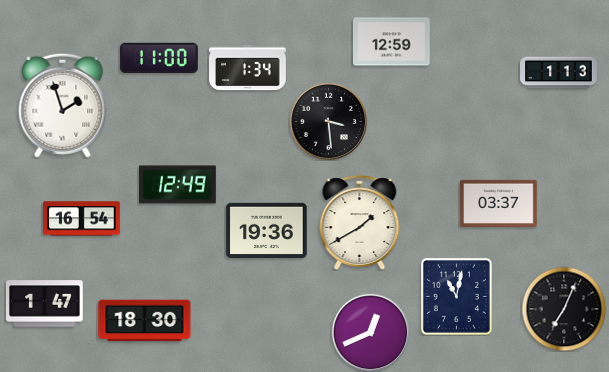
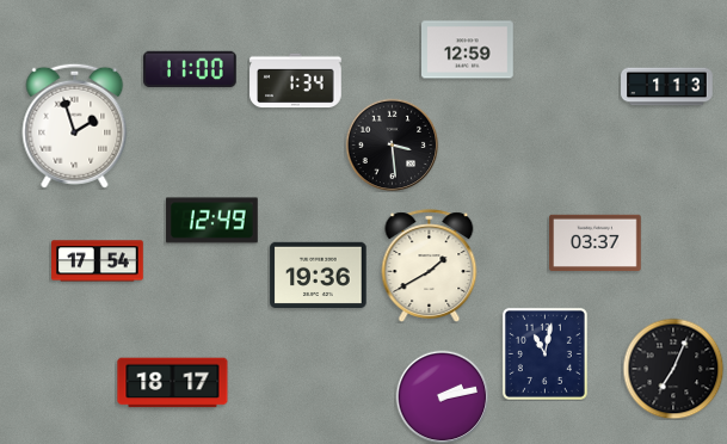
clock at (82, 219): 16:54 -> 17:54
clock at (45, 304): 1:47 -> none
clock at (145, 321): 18:30 -> 18:17
clock at (370, 332): 12:41 -> 2:13
